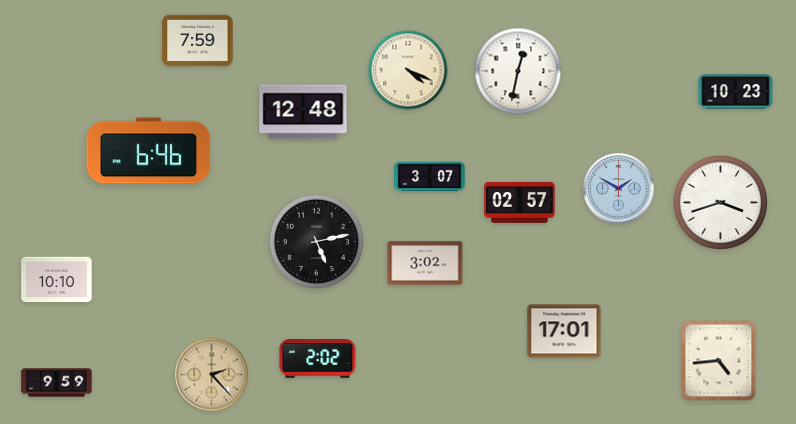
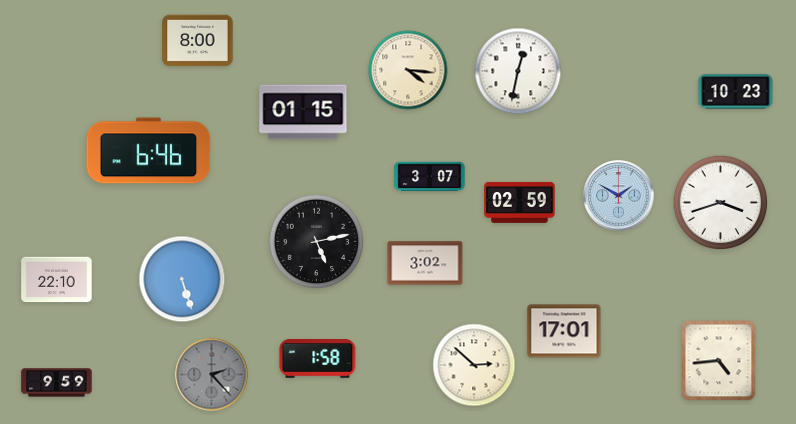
clock at (198, 41): 7:59 -> 8:00
clock at (408, 70): 4:19 -> 4:16
clock at (303, 112): 12:48 -> 01:15
clock at (619, 189) position: (619, 189) -> (619, 196)
clock at (520, 203): 02:57 -> 02:59
clock at (182, 279): none -> 5:27
clock at (57, 280): 10:10 -> 22:10
clock at (318, 359): 2:02 -> 1:58
clock at (474, 365): none -> 2:52
clock at (212, 375) dial: champagne -> grey
